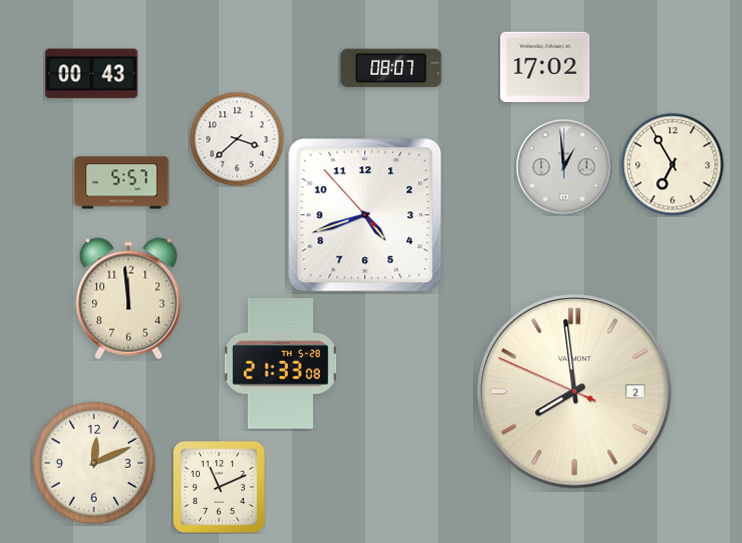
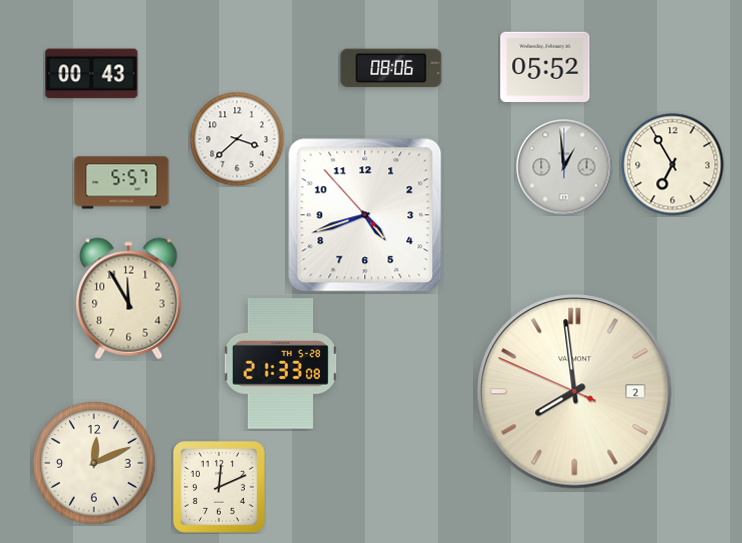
clock at (545, 67): 17:02 -> 05:52
clock at (391, 68): 08:07 -> 08:06
clock at (129, 299): 11:59 -> 11:55
clock at (219, 487): 11:11 -> 12:11
